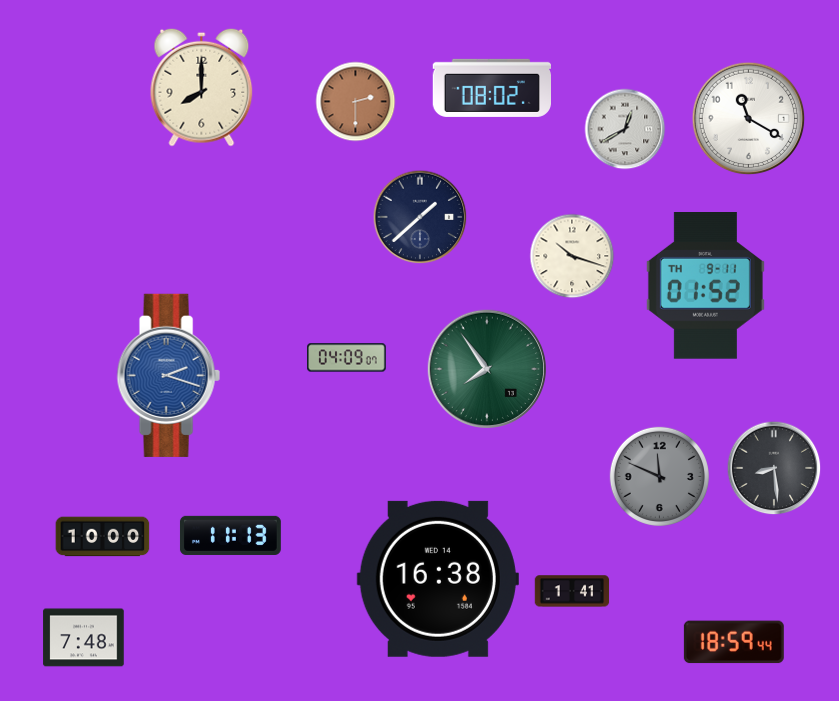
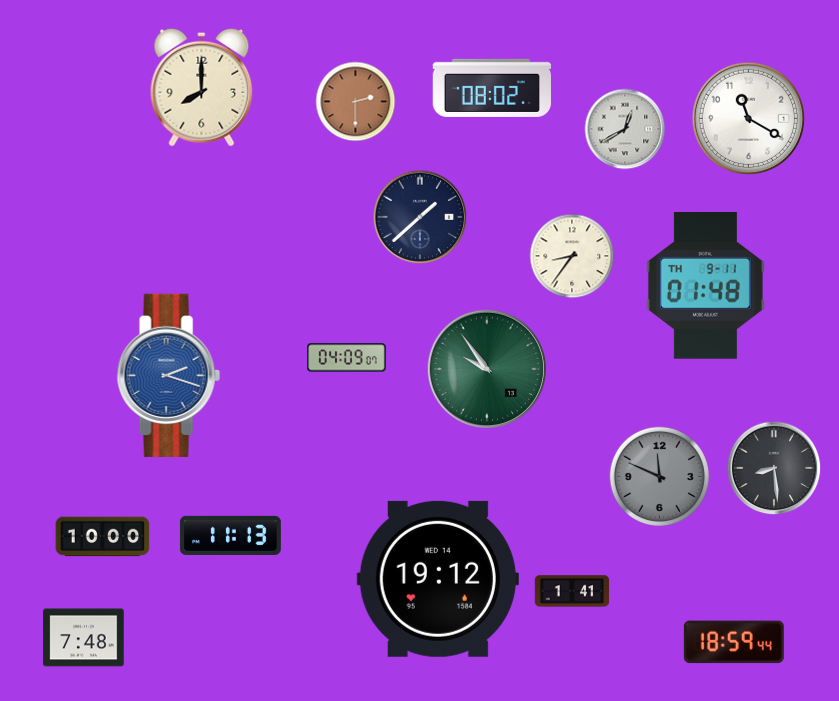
clock at (572, 256): 10:18 -> 8:36
clock at (705, 286): 01:52 -> 01:48
clock at (486, 368): 7:54 -> 9:54
clock at (438, 579): 16:38 -> 19:12
